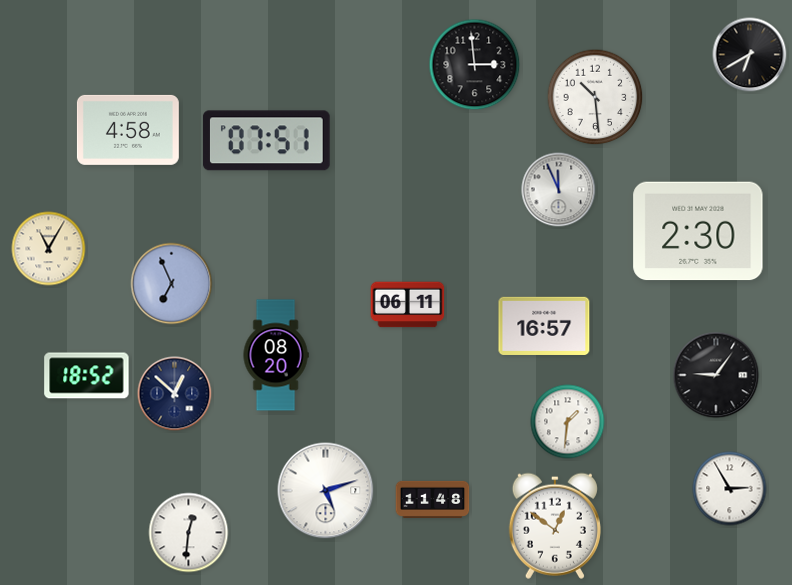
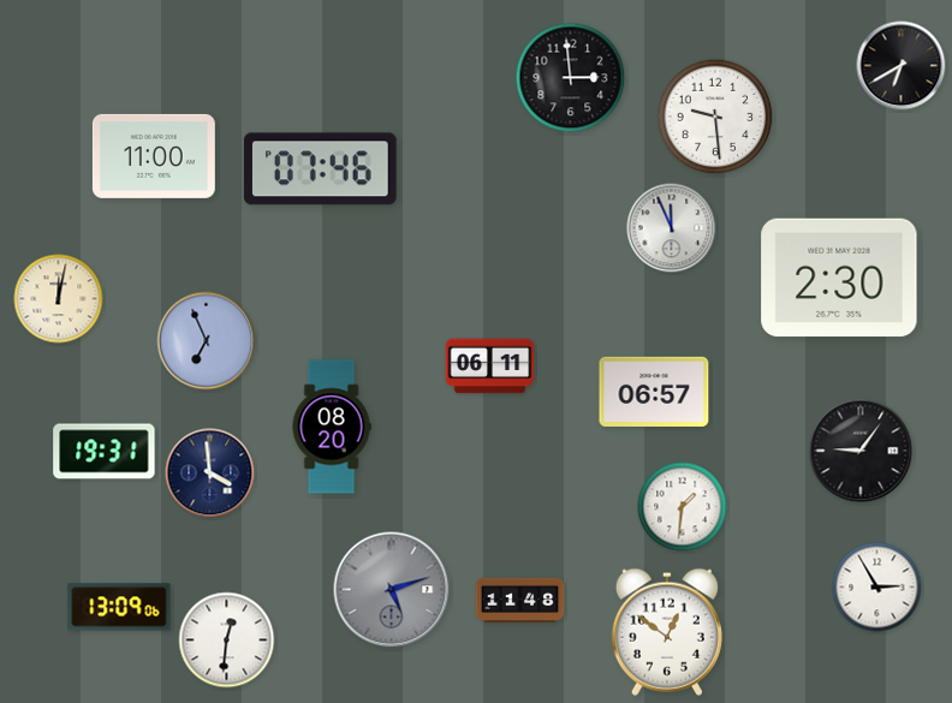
clock at (595, 97): 10:29 -> 9:29
clock at (128, 130): 4:58 -> 11:00
clock at (266, 141): 07:51 -> 07:46
clock at (49, 249): 11:05 -> 12:02
clock at (544, 326): 16:57 -> 06:57
clock at (87, 376): 18:52 -> 19:31
clock at (175, 394): 12:52 -> 3:59
clock at (326, 491) dial: white -> grey
clock at (119, 607): none -> 13:09
